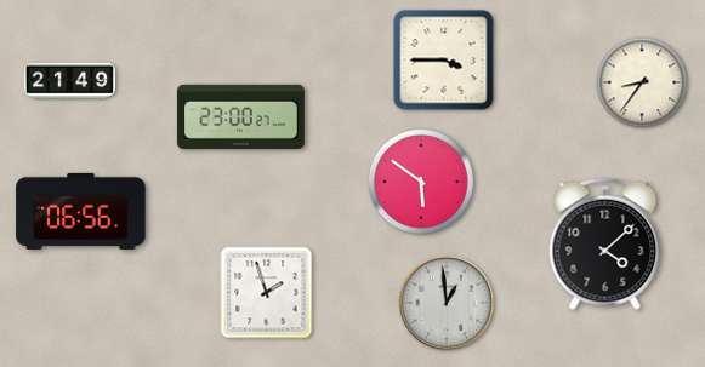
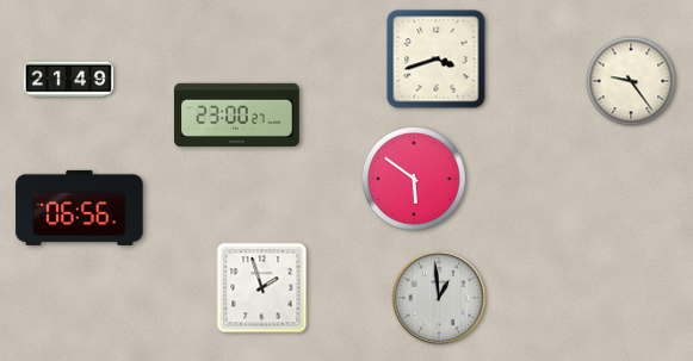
clock at (444, 61): 3:45 -> 3:42
clock at (642, 82): 8:36 -> 9:24
clock at (605, 243): 4:08 -> none
